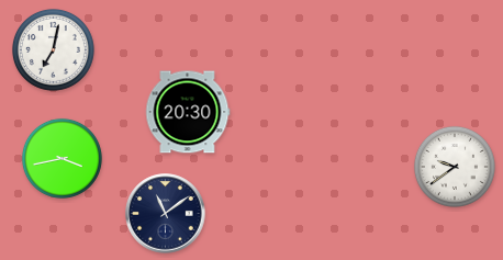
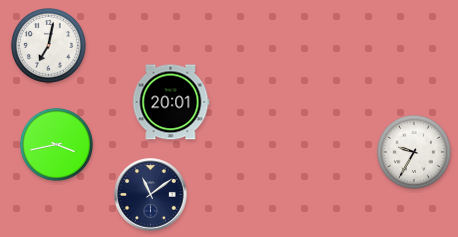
clock at (188, 112): 20:30 -> 20:01
clock at (455, 167): 9:39 -> 9:35
